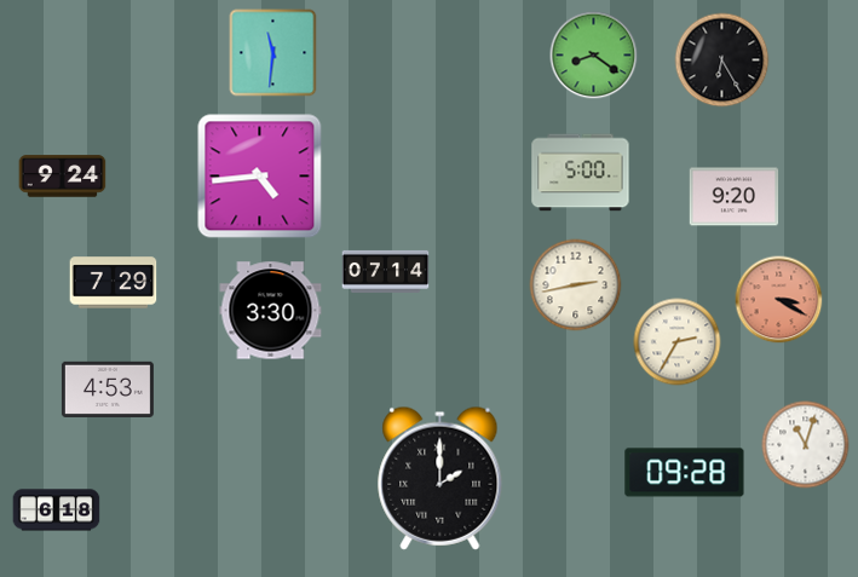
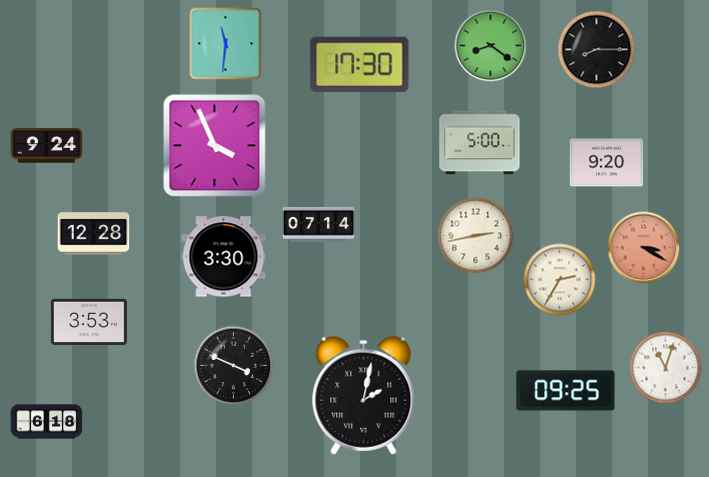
clock at (722, 60): 6:25 -> 8:15
clock at (360, 64): none -> 17:30
clock at (63, 177) position: (63, 177) -> (47, 146)
clock at (260, 177): 4:44 -> 3:56
clock at (114, 283): 7:29 -> 12:28
clock at (678, 342) position: (678, 342) -> (560, 280)
clock at (108, 390): 4:53 -> 3:53
clock at (234, 366): none -> 3:49
clock at (685, 473): 09:28 -> 09:25
clock at (440, 478): 2:00 -> 2:02
